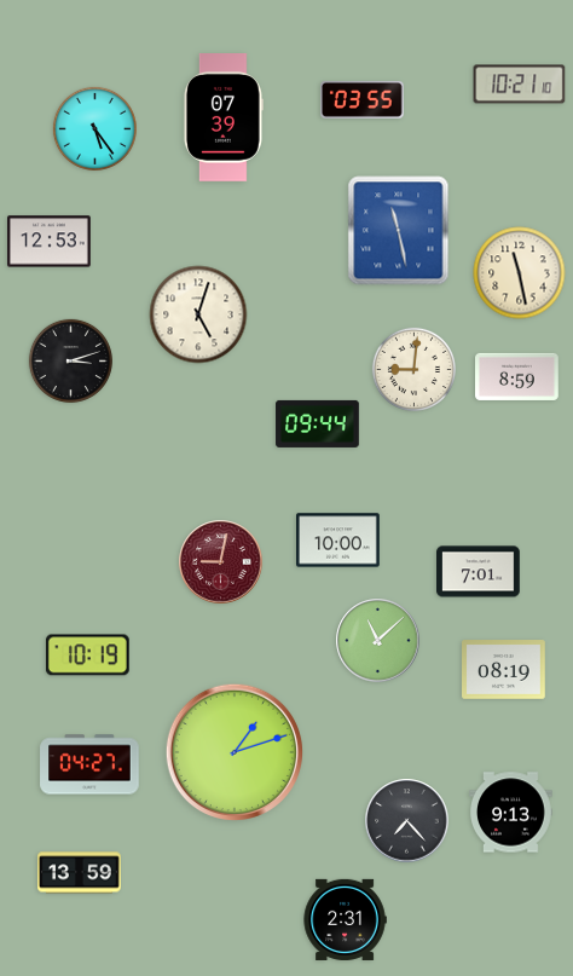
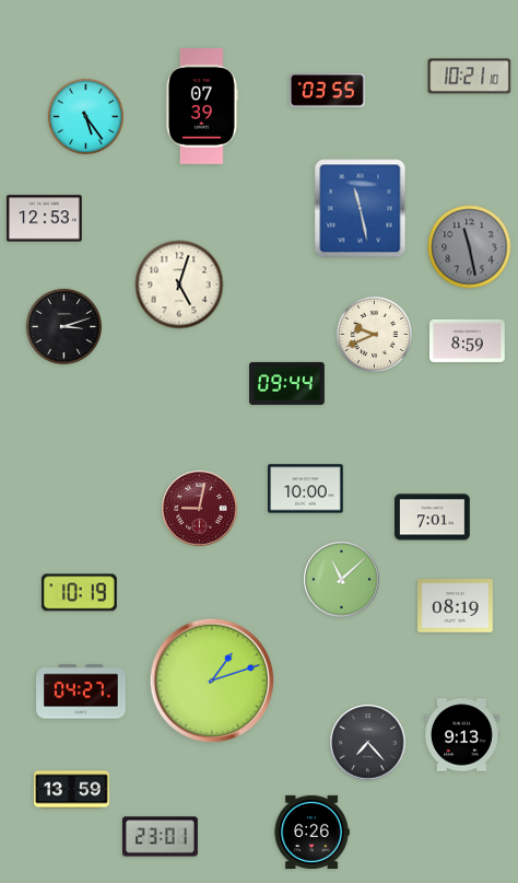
clock at (520, 273) dial: cream -> grey
clock at (413, 369): 9:01 -> 9:41
clock at (345, 919): 2:31 -> 6:26
clock at (161, 837): none -> 23:01
